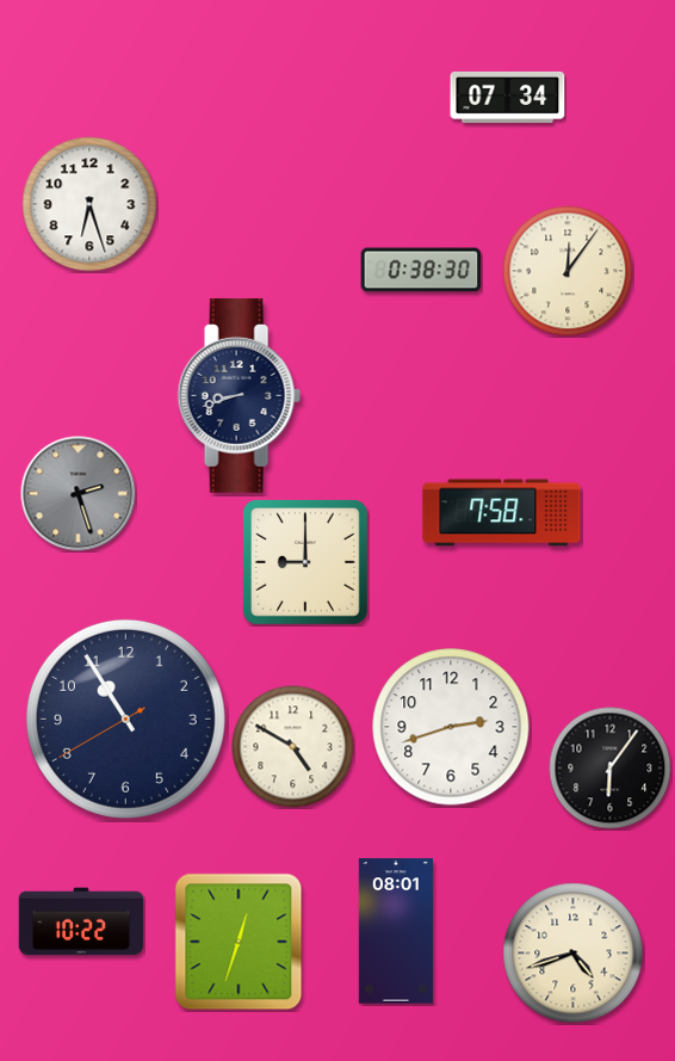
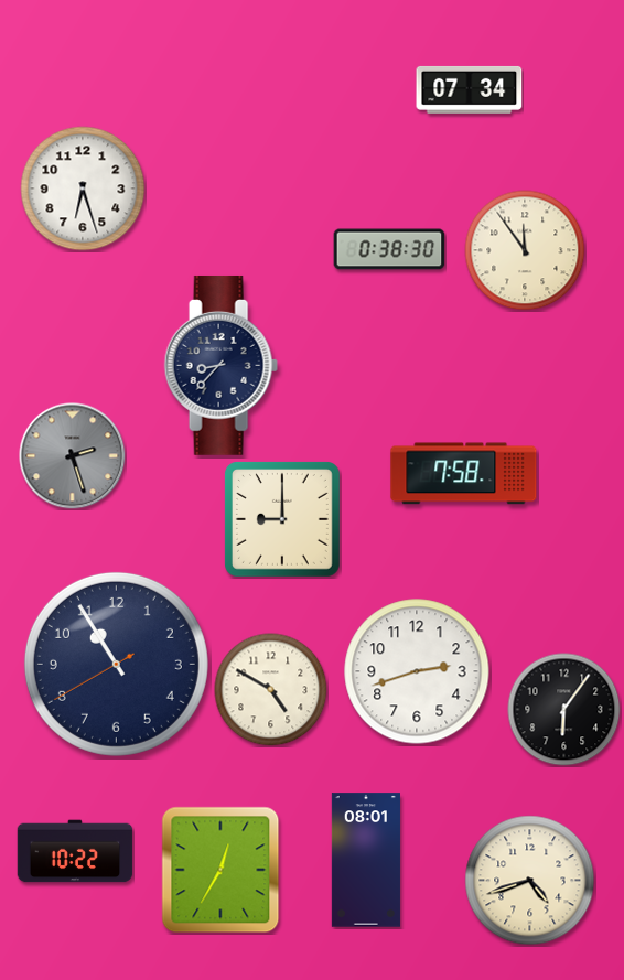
clock at (568, 271): 12:06 -> 11:54
clock at (239, 395): 8:42 -> 8:37
clock at (239, 942): 12:33 -> 12:35
